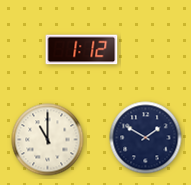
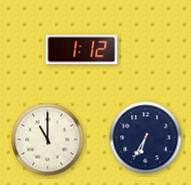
clock at (146, 138): 1:50 -> 6:35
